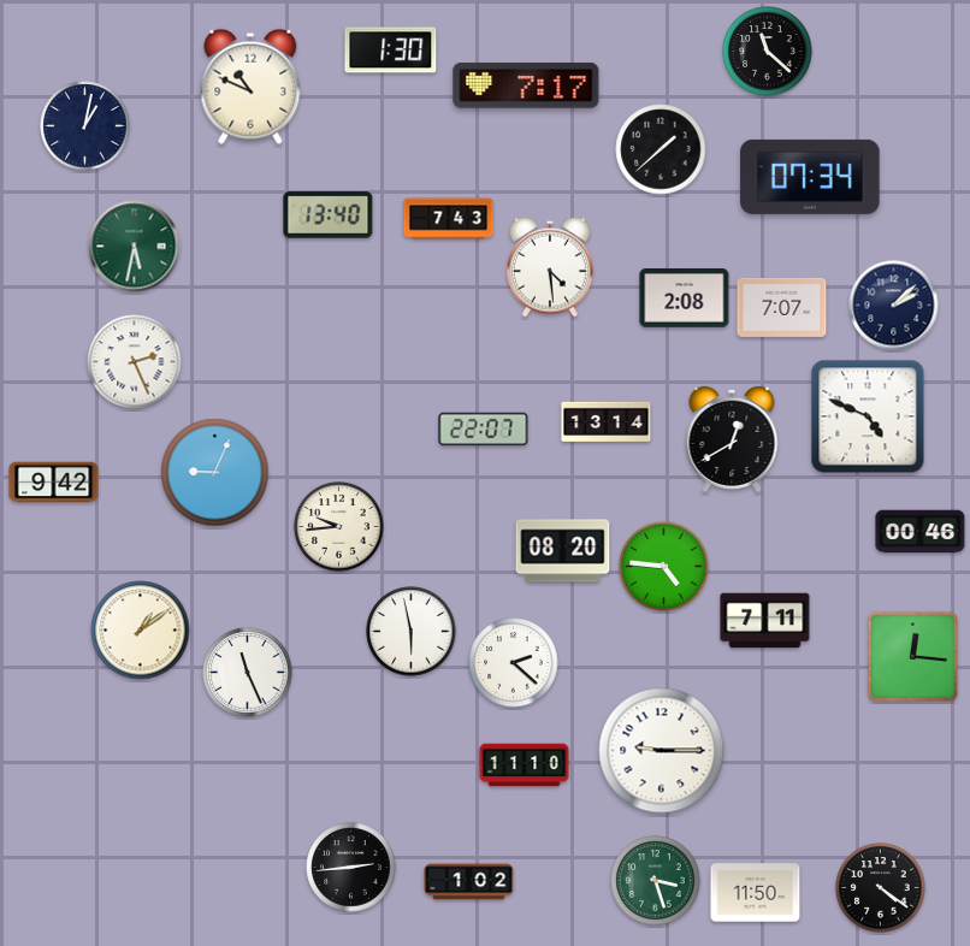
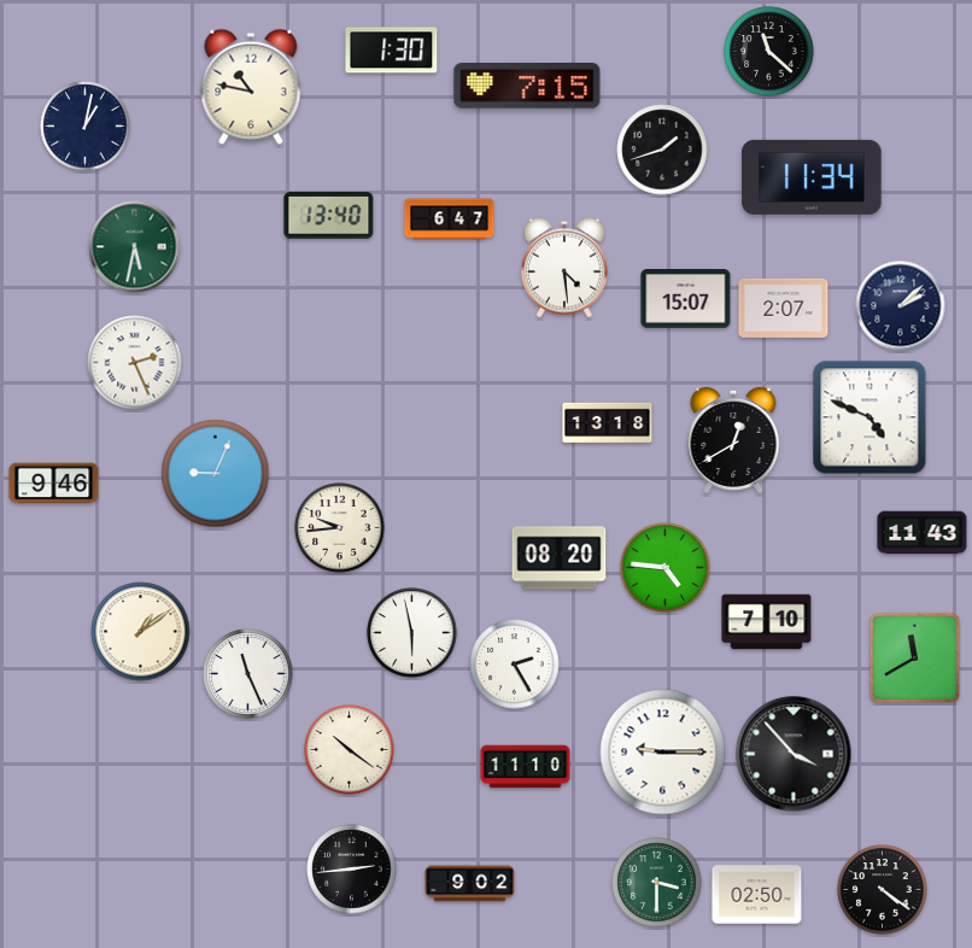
clock at (526, 85): 7:17 -> 7:15
clock at (250, 87): 10:49 -> 10:47
clock at (661, 149): 1:38 -> 1:42
clock at (810, 177): 07:34 -> 11:34
clock at (449, 219): 7:43 -> 6:47
clock at (550, 267) position: (550, 267) -> (564, 268)
clock at (685, 298): 2:08 -> 15:07
clock at (894, 306) position: (894, 306) -> (901, 306)
clock at (782, 307): 7:07 -> 2:07
clock at (607, 421): 13:14 -> 13:18
clock at (484, 430): 22:07 -> none
clock at (54, 483): 9:42 -> 9:46
clock at (921, 532): 00:46 -> 11:43
clock at (563, 551) position: (563, 551) -> (560, 558)
clock at (765, 621): 7:11 -> 7:10
clock at (912, 656): 12:16 -> 11:40
clock at (514, 663): 2:22 -> 2:25
clock at (350, 750): none -> 10:21
clock at (794, 754): none -> 3:53
clock at (656, 881): 3:27 -> 3:30
clock at (469, 882): 1:02 -> 9:02
clock at (756, 893): 11:50 -> 02:50
